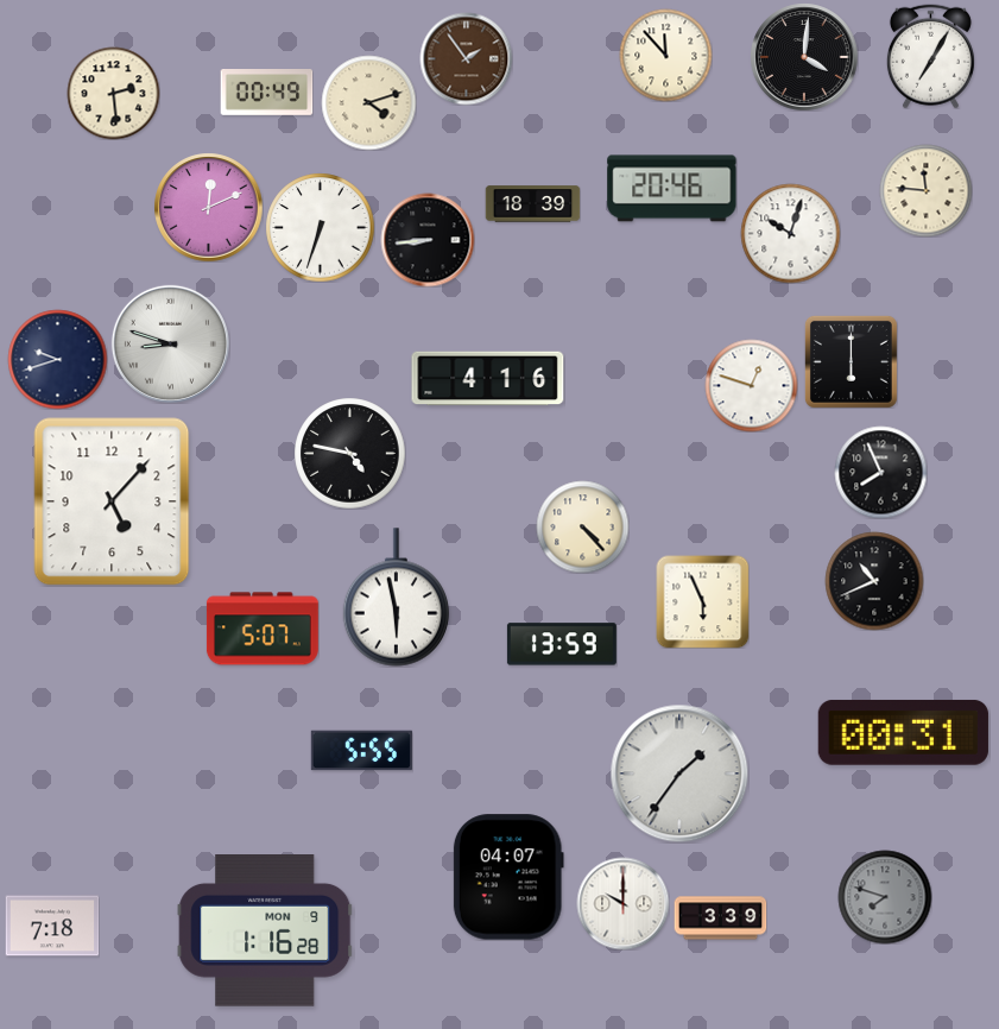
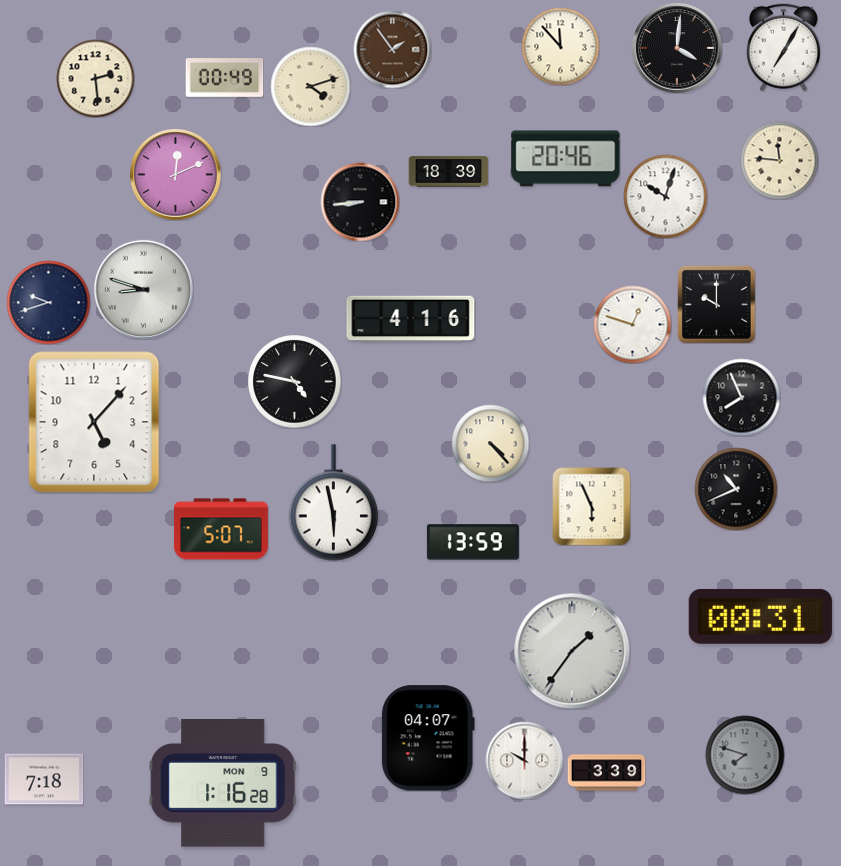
clock at (320, 227): 6:33 -> none
clock at (851, 361): 6:00 -> 10:00
clock at (361, 751): 5:55 -> none
